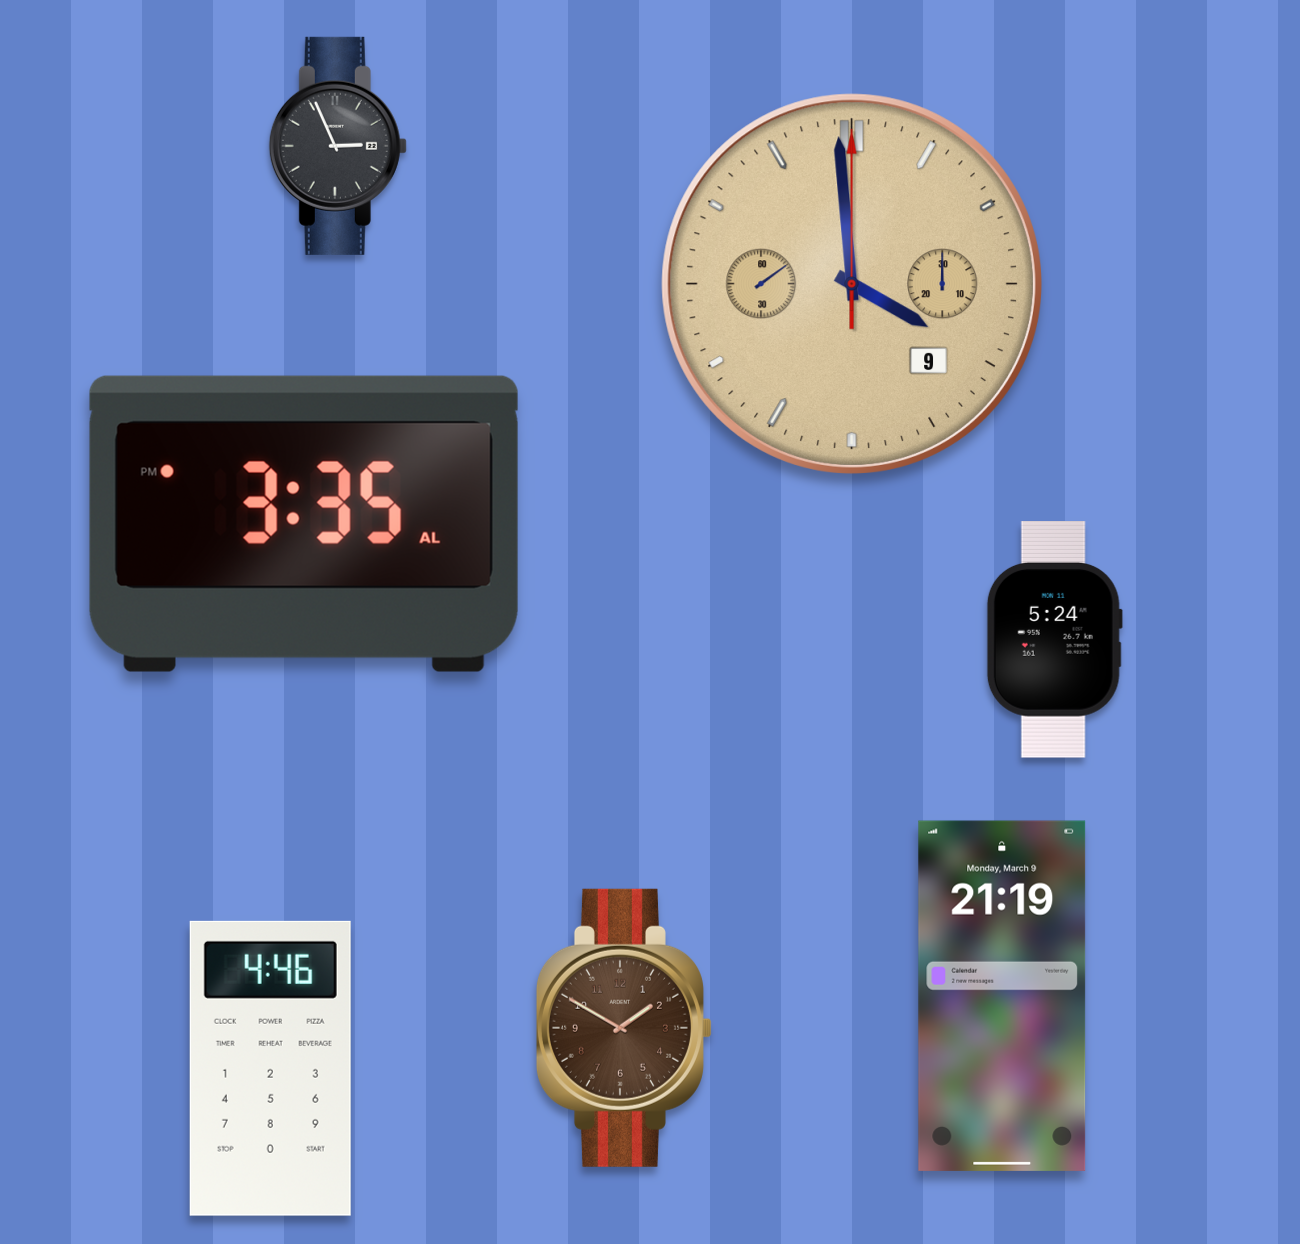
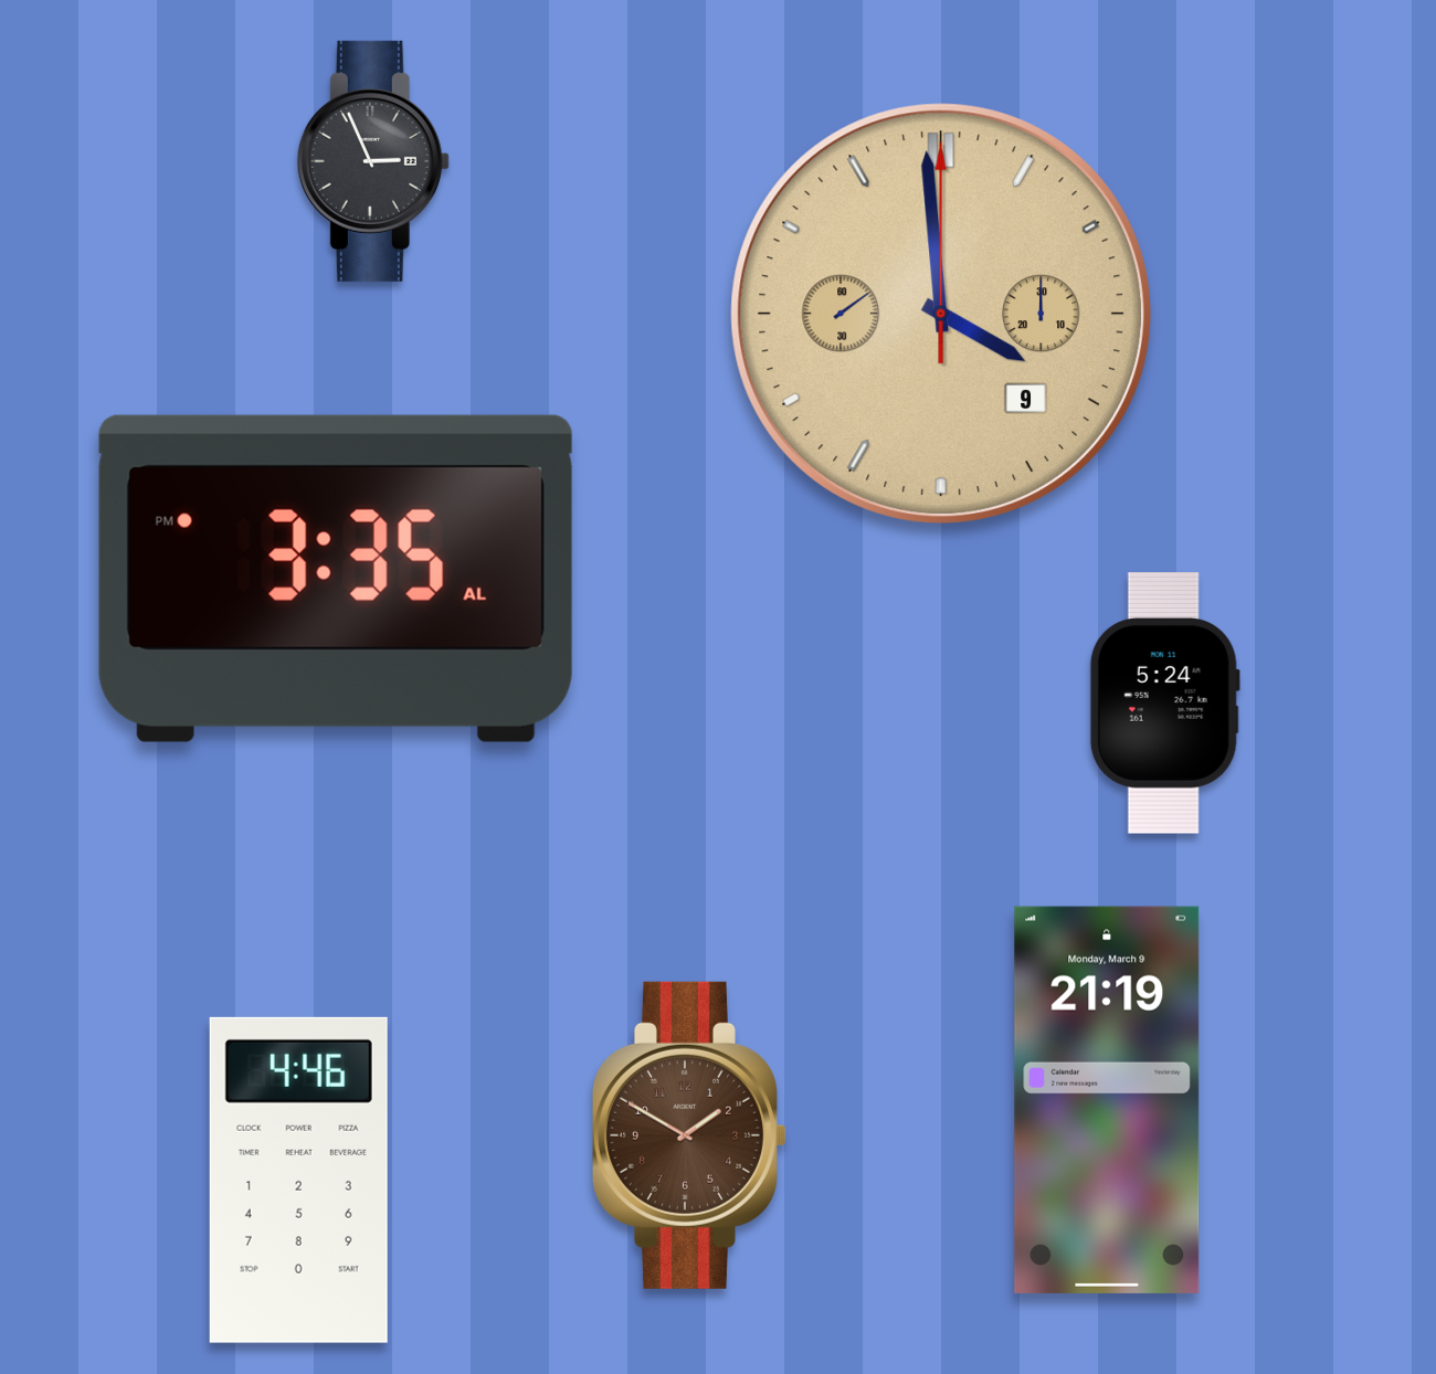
clock at (1054, 640) position: (1054, 640) -> (1164, 704)
